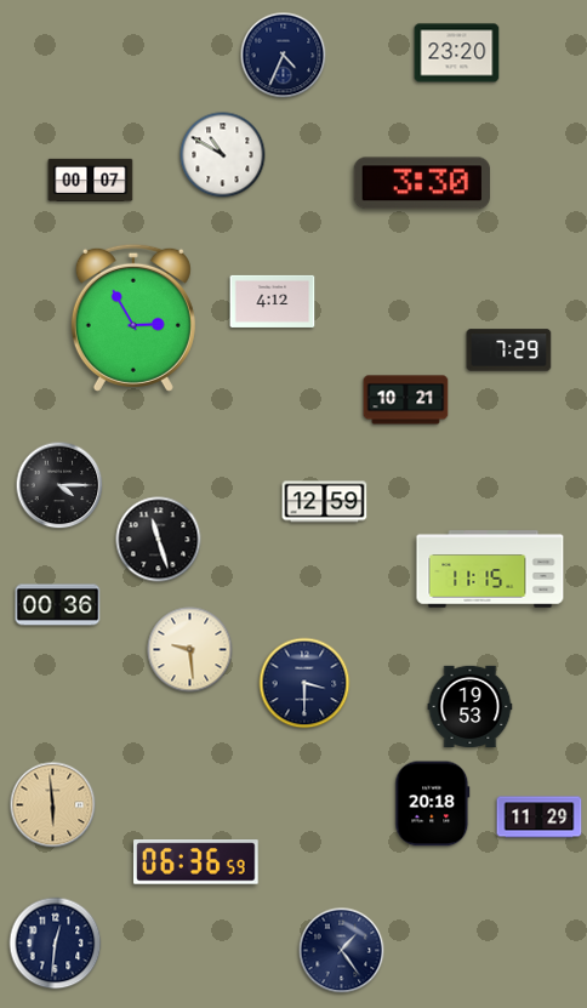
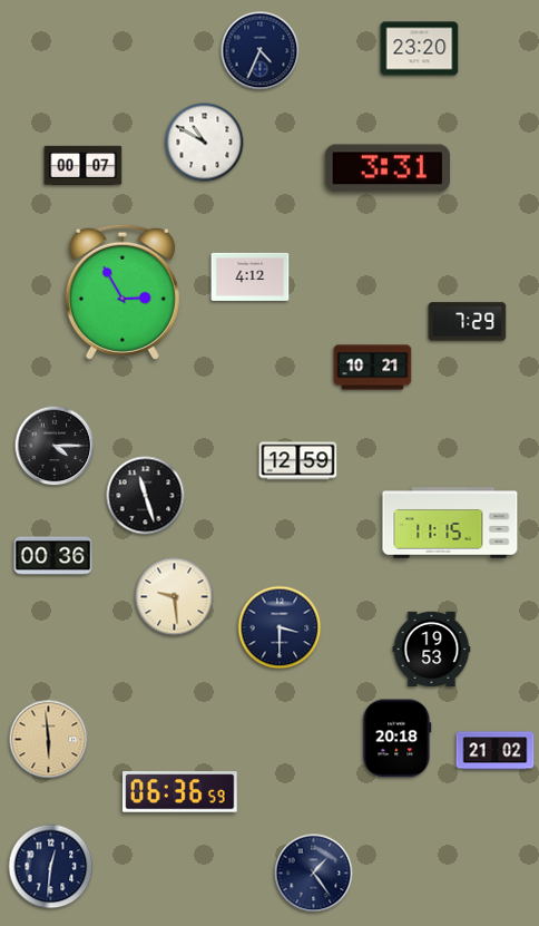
clock at (421, 183): 3:30 -> 3:31
clock at (540, 818): 11:29 -> 21:02
